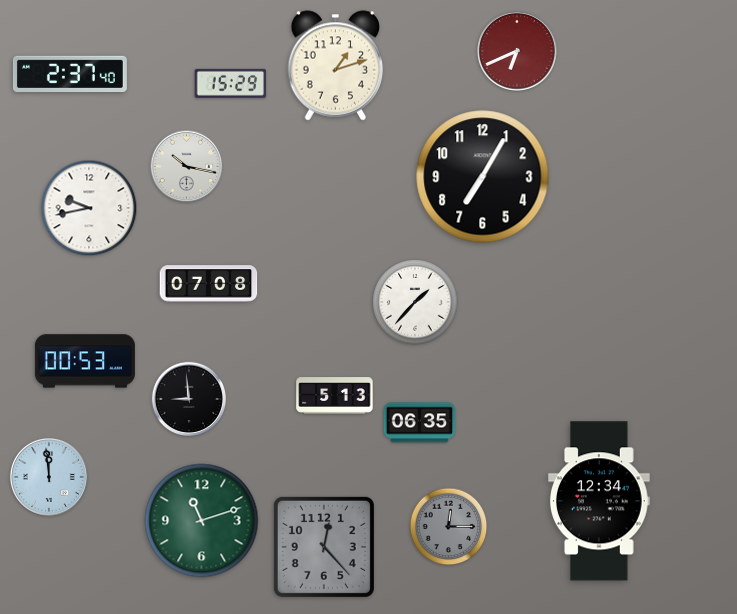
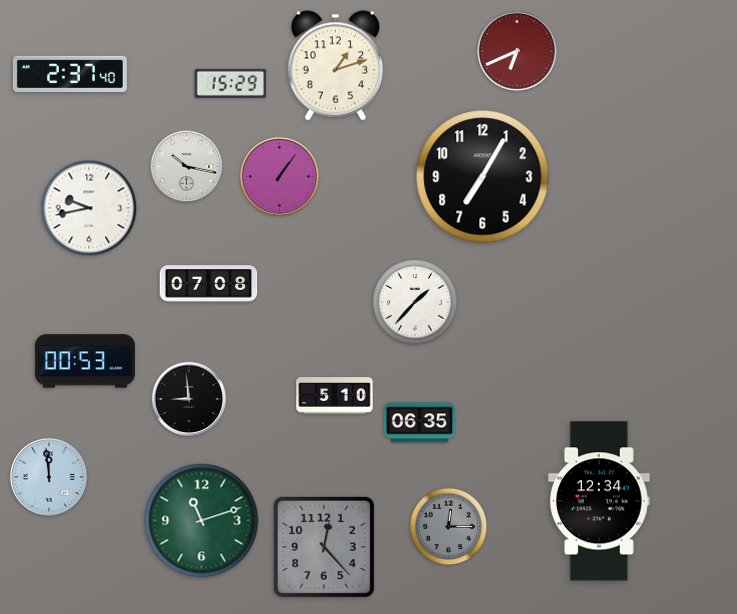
clock at (279, 176): none -> 1:06
clock at (335, 396): 5:13 -> 5:10
